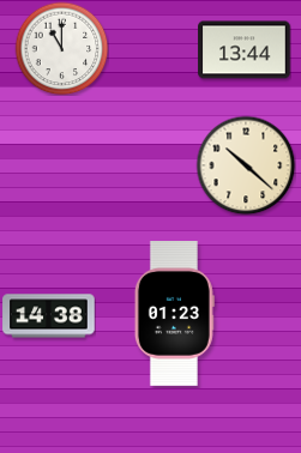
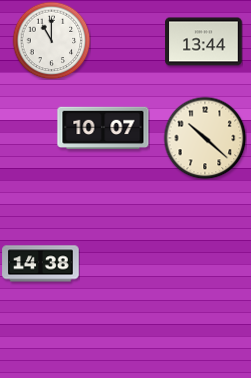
clock at (103, 128): none -> 10:07
clock at (174, 314): 01:23 -> none
